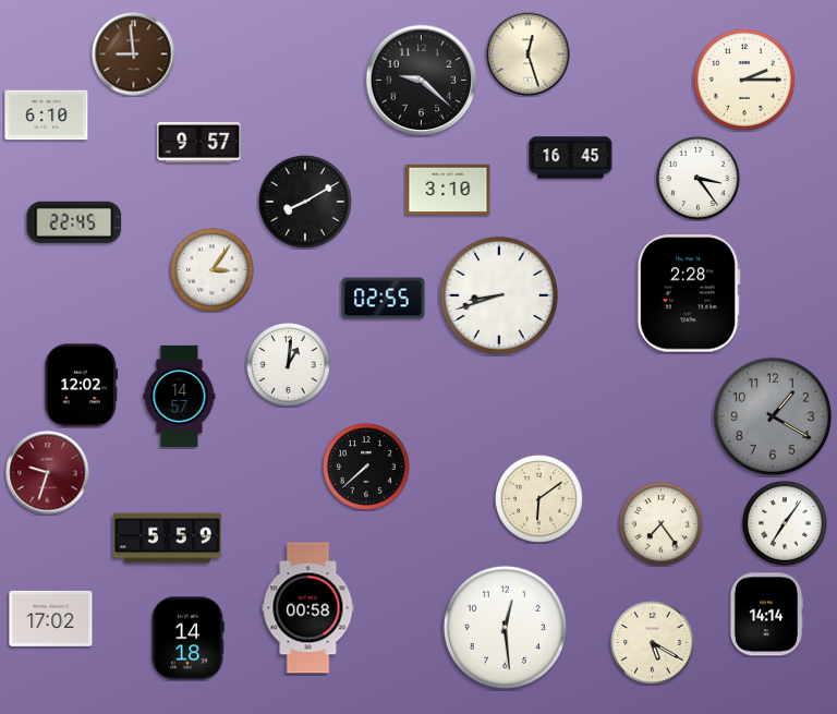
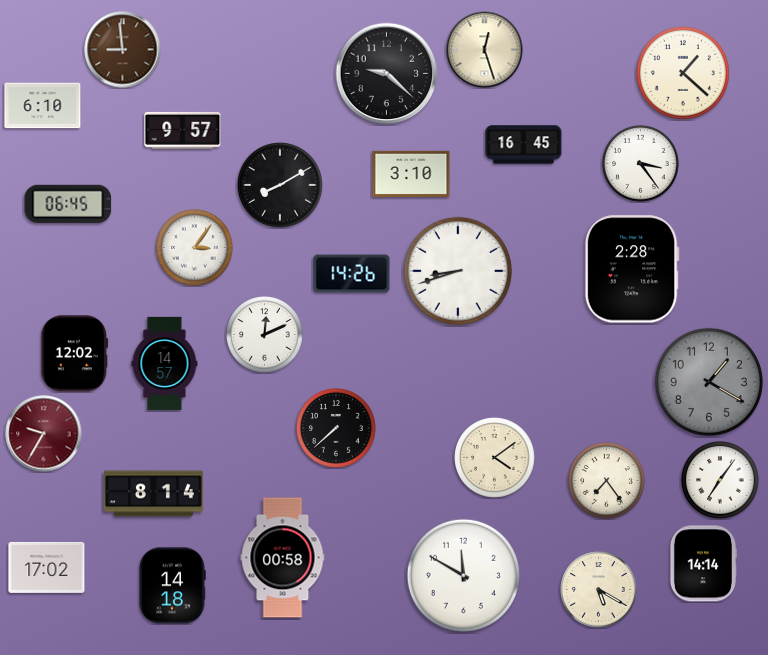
clock at (744, 80): 2:15 -> 1:22
clock at (74, 222): 22:45 -> 06:45
clock at (384, 299): 02:55 -> 14:26
clock at (289, 365): 1:01 -> 12:11
clock at (48, 473): 9:33 -> 9:35
clock at (539, 499): 6:09 -> 4:09
clock at (168, 538): 5:59 -> 8:14
clock at (505, 627): 12:29 -> 11:50
